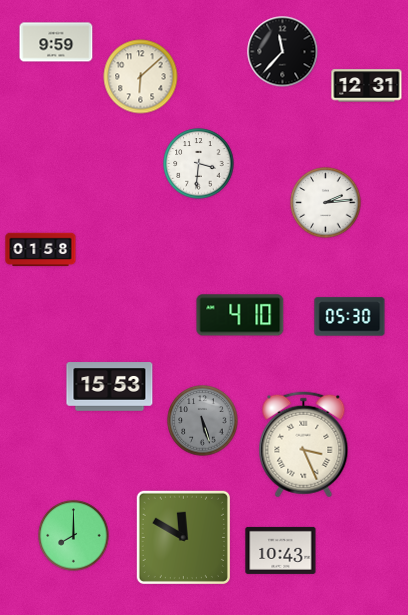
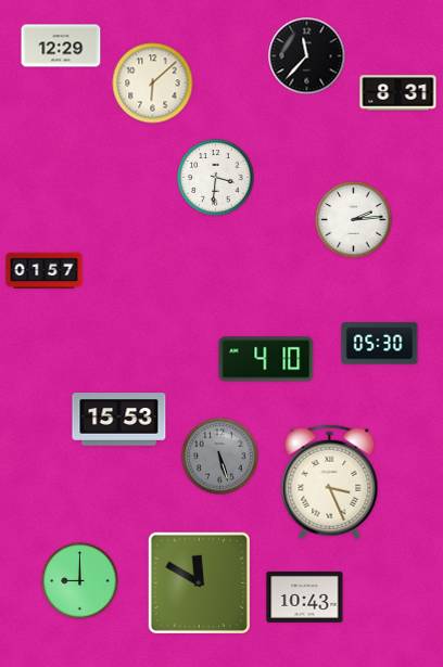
clock at (56, 42): 9:59 -> 12:29
clock at (367, 86): 12:31 -> 8:31
clock at (41, 250): 01:58 -> 01:57
clock at (240, 315) position: (240, 315) -> (266, 359)
clock at (74, 536): 8:00 -> 9:00
